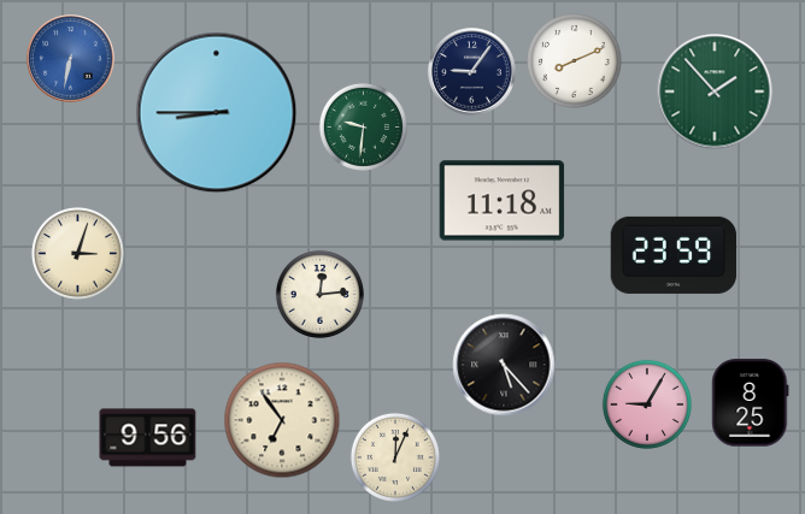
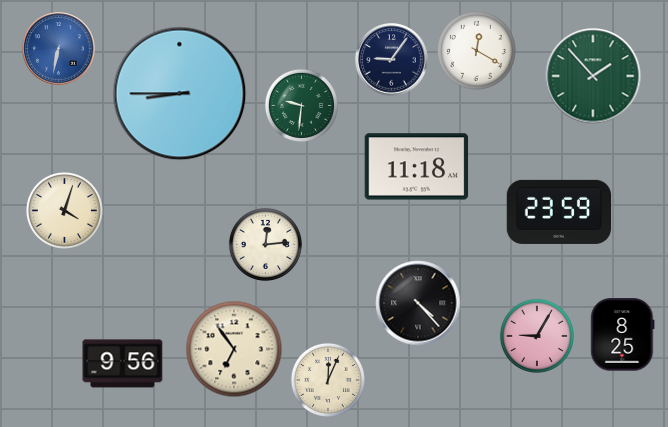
clock at (575, 61): 8:11 -> 12:20
clock at (77, 253): 3:03 -> 4:03
clock at (504, 365): 5:23 -> 4:23
